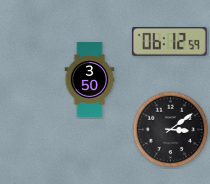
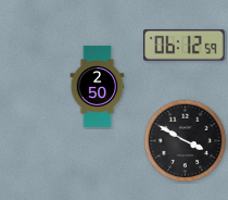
clock at (90, 80): 3:50 -> 2:50
clock at (171, 130): 3:09 -> 3:50
